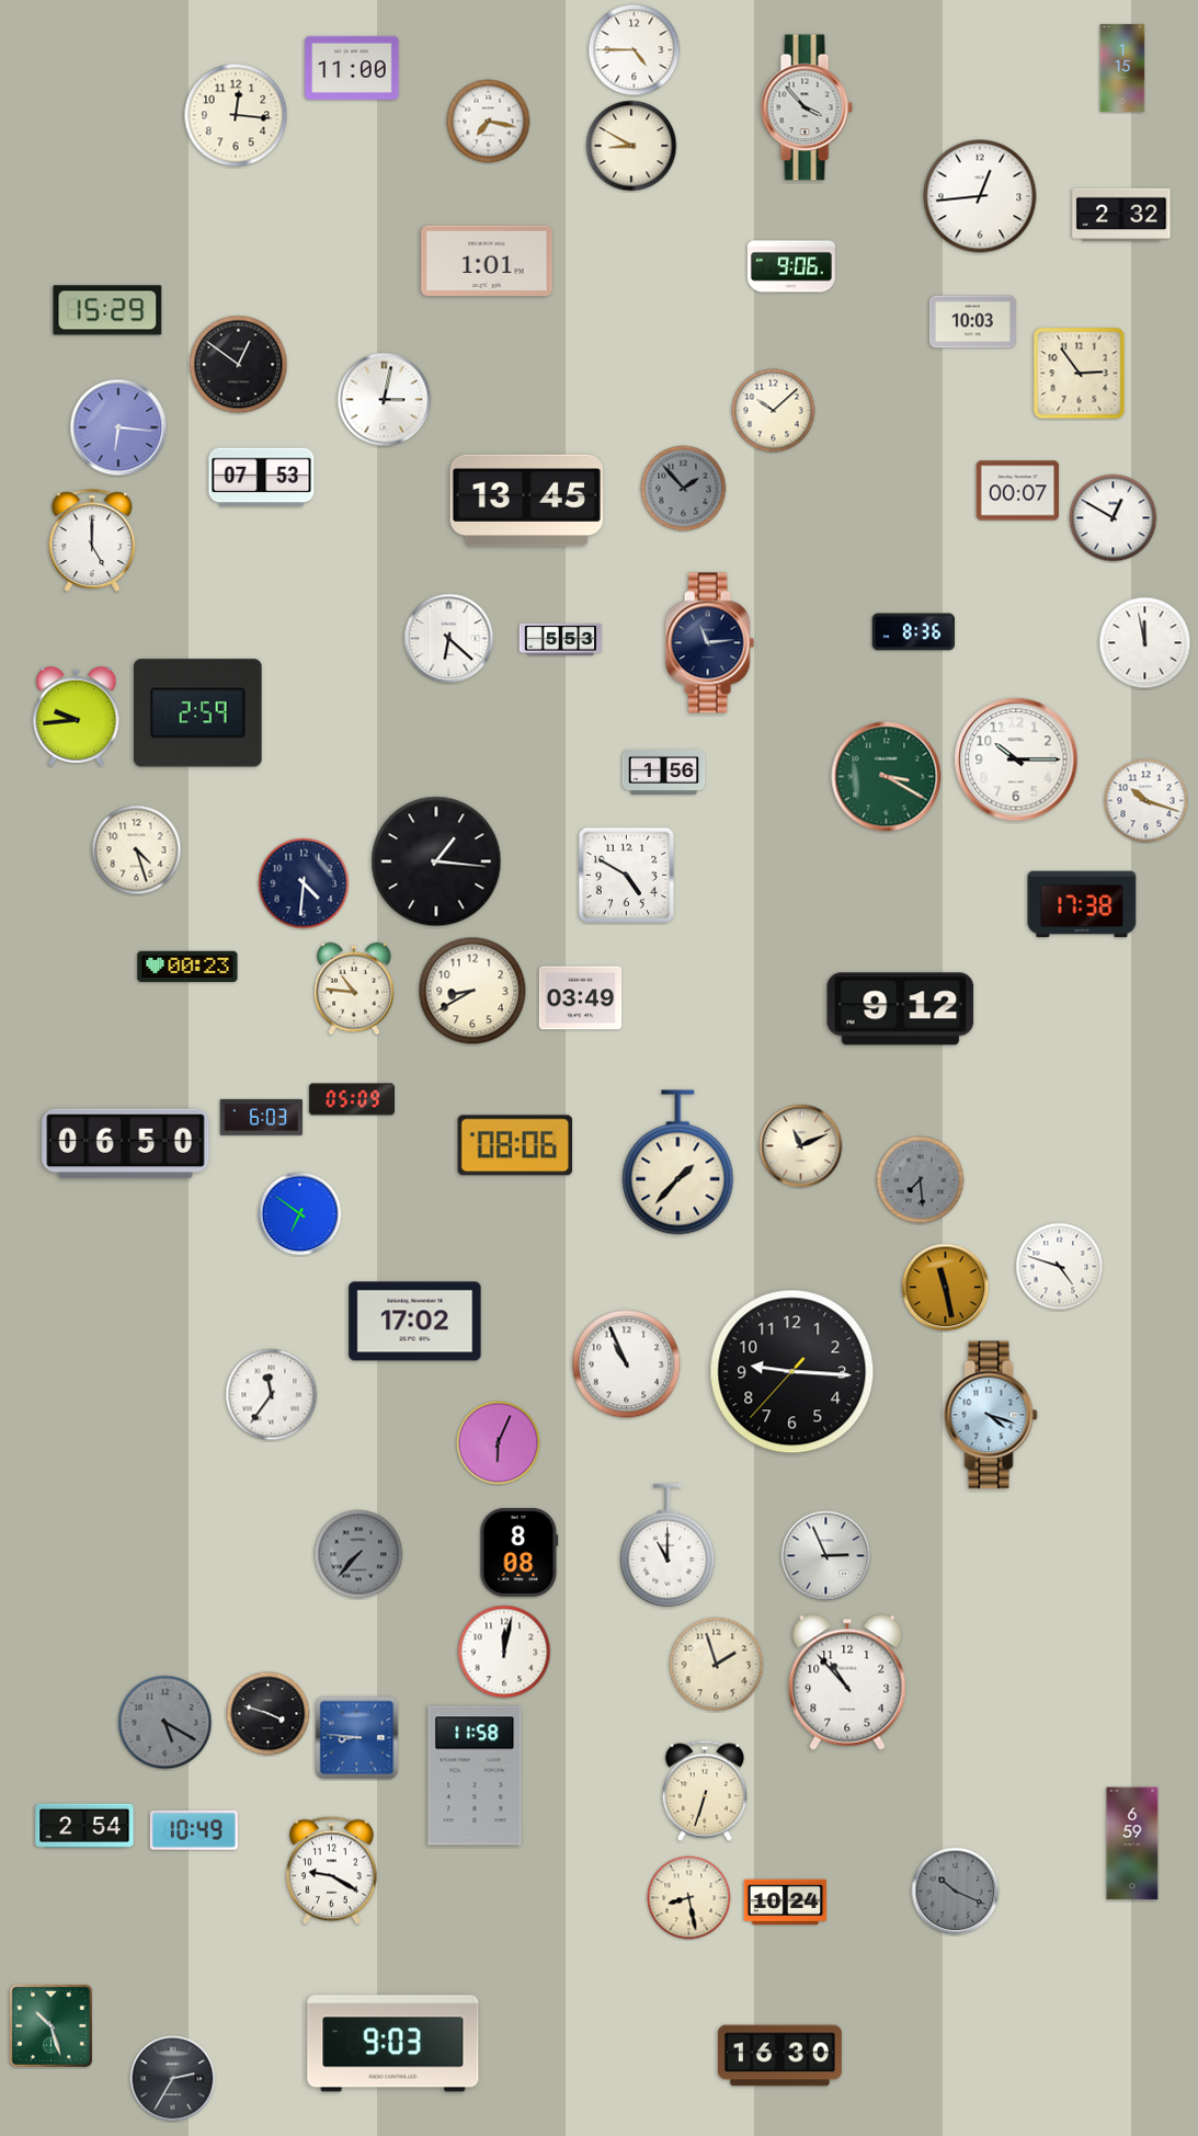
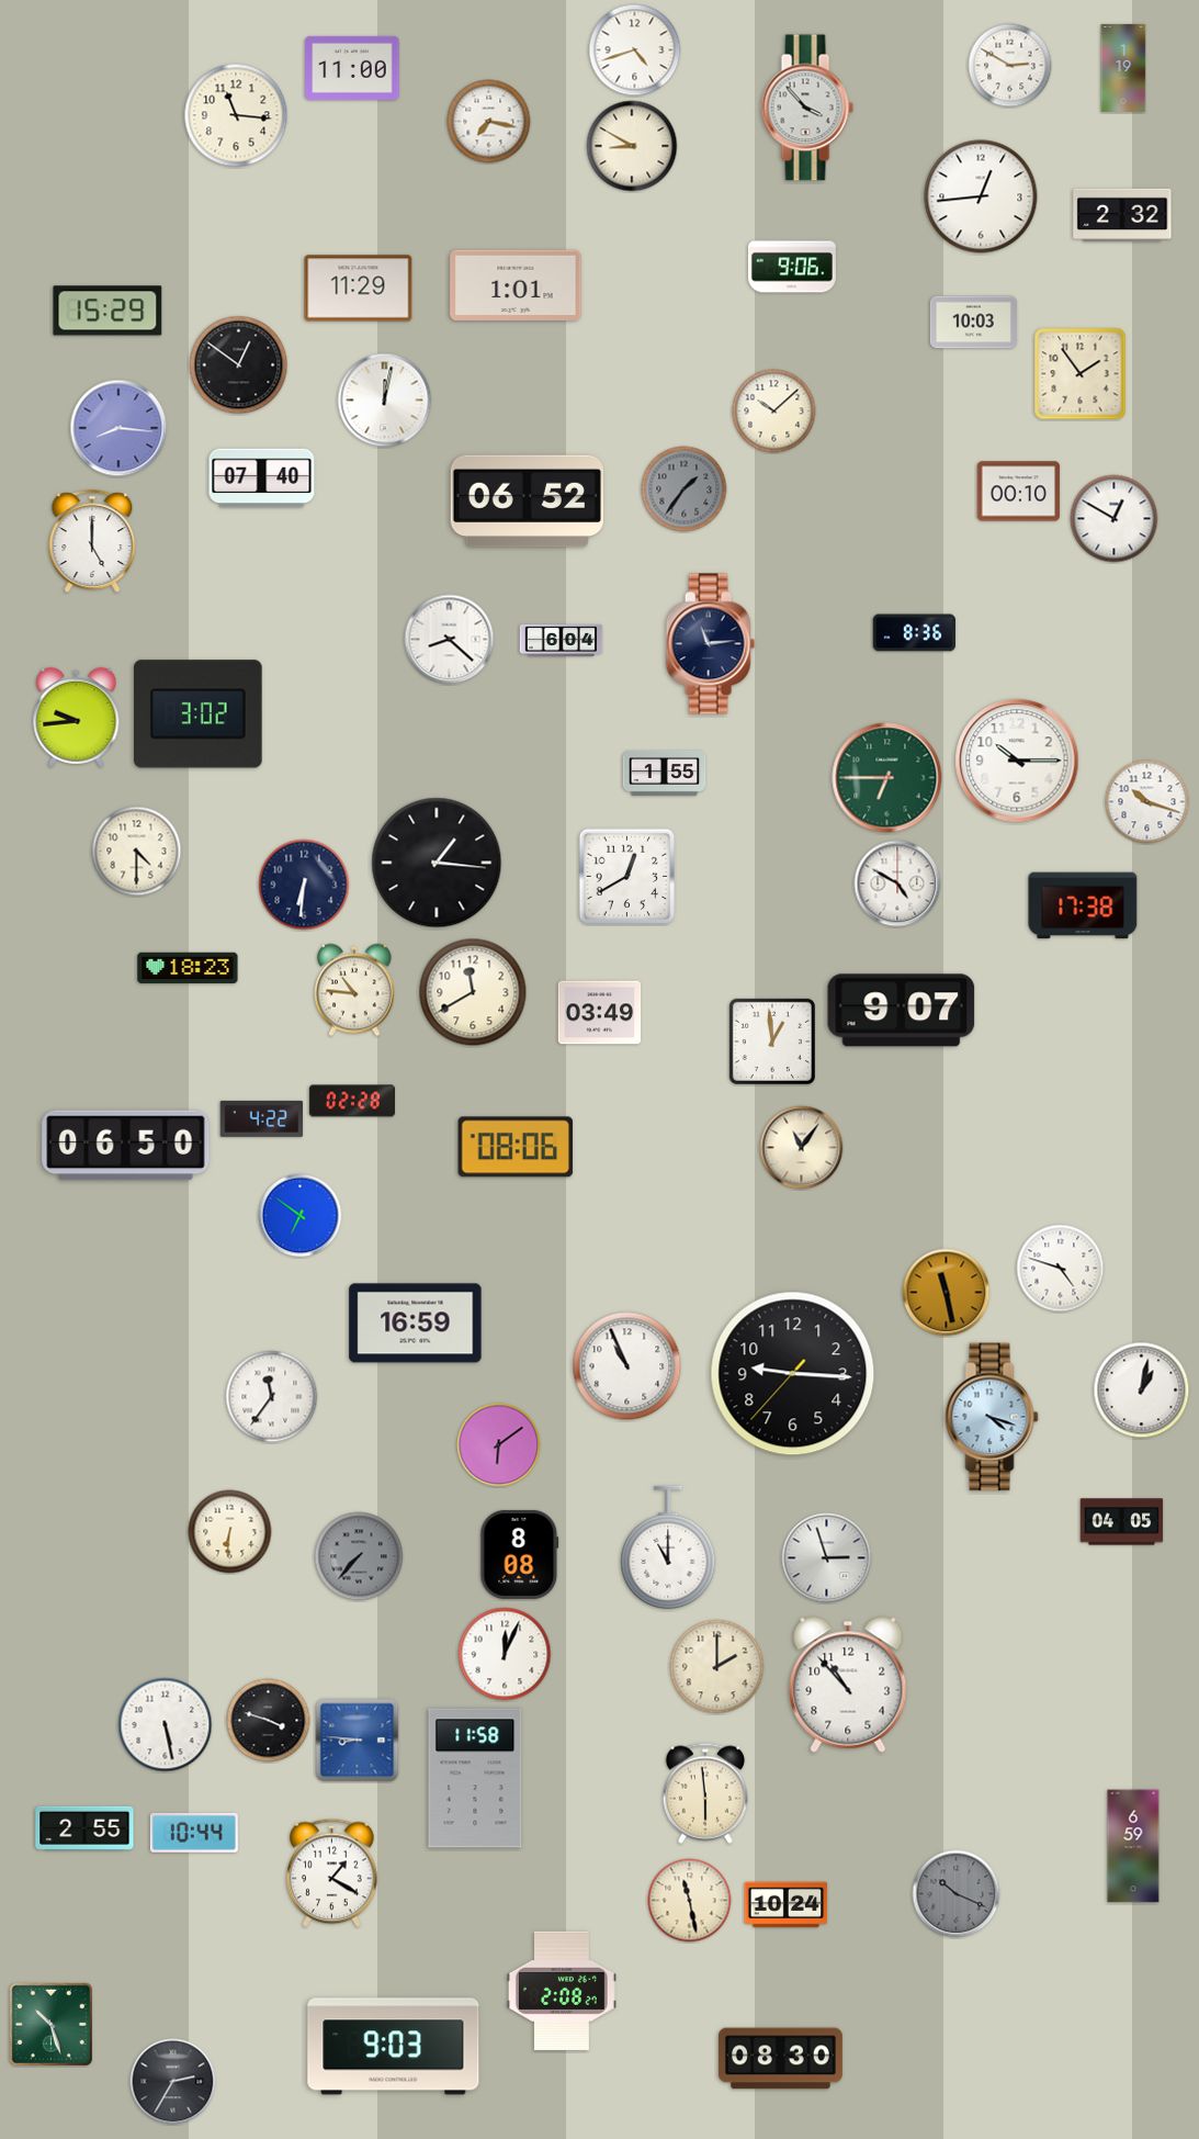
clock at (635, 50): 4:45 -> 4:42
clock at (1010, 66): none -> 2:50
clock at (1122, 68): 1:15 -> 1:19
clock at (236, 115): 12:16 -> 11:16
clock at (487, 261) position: (487, 261) -> (516, 285)
clock at (359, 289): none -> 11:29
clock at (1080, 374): 2:54 -> 1:54
clock at (385, 400): 3:02 -> 12:02
clock at (118, 427): 6:16 -> 8:16
clock at (262, 478): 07:53 -> 07:40
clock at (684, 489): 1:53 -> 1:36
clock at (1018, 491): 00:07 -> 00:10
clock at (526, 501): 13:45 -> 06:52
clock at (449, 639): 6:22 -> 8:22
clock at (561, 639): 5:53 -> 6:04
clock at (1145, 643): 11:58 -> none
clock at (198, 713): 2:59 -> 3:02
clock at (664, 773): 1:56 -> 1:55
clock at (887, 777): 3:20 -> 6:45
clock at (137, 850): 4:27 -> 4:30
clock at (627, 876): 4:50 -> 12:40
clock at (897, 883): none -> 4:50
clock at (304, 883): 4:31 -> 6:31
clock at (187, 967): 00:23 -> 18:23
clock at (472, 991): 8:40 -> 11:40
clock at (581, 998) position: (581, 998) -> (600, 1013)
clock at (901, 1009): 9:12 -> 9:07
clock at (772, 1042): none -> 12:59
clock at (352, 1099): 05:09 -> 02:28
clock at (262, 1117): 6:03 -> 4:22
clock at (801, 1146): 11:11 -> 11:06
clock at (678, 1163): 1:37 -> none
clock at (921, 1180): 7:29 -> none
clock at (946, 1288) position: (946, 1288) -> (947, 1293)
clock at (415, 1322): 17:02 -> 16:59
clock at (1142, 1391): none -> 1:02
clock at (499, 1443): 6:04 -> 6:09
clock at (1122, 1522): none -> 04:05
clock at (230, 1532): none -> 6:31
clock at (826, 1556): 2:56 -> 2:57
clock at (504, 1652): 12:02 -> 12:04
clock at (717, 1665): 1:57 -> 2:00
clock at (269, 1714) position: (269, 1714) -> (269, 1721)
clock at (166, 1723): 5:20 -> 5:28
clock at (166, 1723) dial: grey -> white
clock at (705, 1791): 6:33 -> 5:59
clock at (84, 1826): 2:54 -> 2:55
clock at (194, 1830): 10:49 -> 10:44
clock at (332, 1871): 9:20 -> 1:20
clock at (689, 1898): 8:28 -> 11:28
clock at (562, 1990): none -> 2:08
clock at (50, 2025) position: (50, 2025) -> (50, 2024)
clock at (779, 2056): 16:30 -> 08:30
